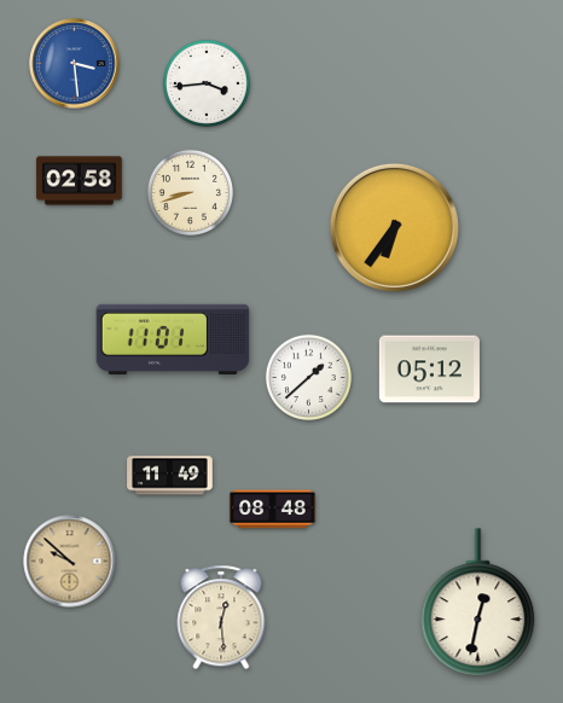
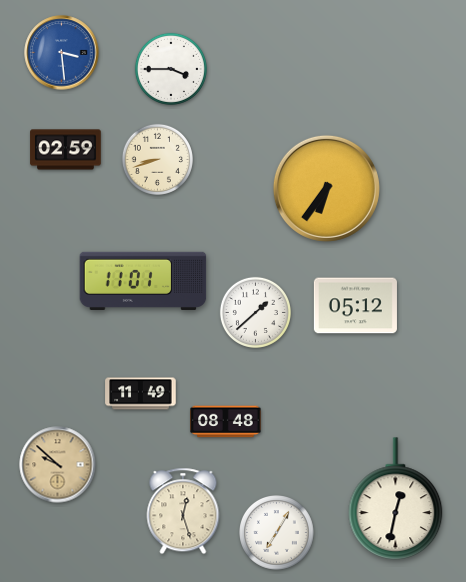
clock at (207, 83): 3:44 -> 3:45
clock at (80, 181): 02:58 -> 02:59
clock at (221, 617): 12:29 -> 12:27
clock at (277, 533): none -> 7:05
